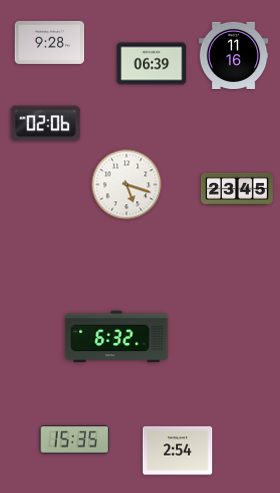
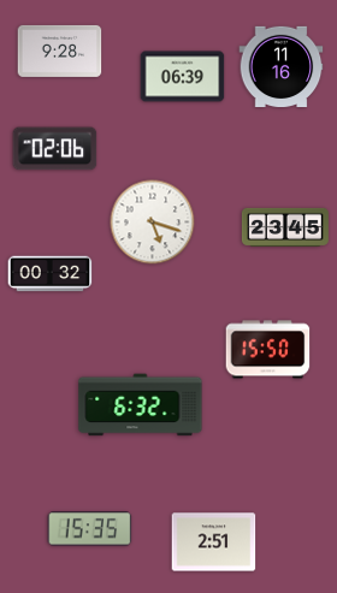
clock at (51, 274): none -> 00:32
clock at (268, 350): none -> 15:50
clock at (178, 451): 2:54 -> 2:51
